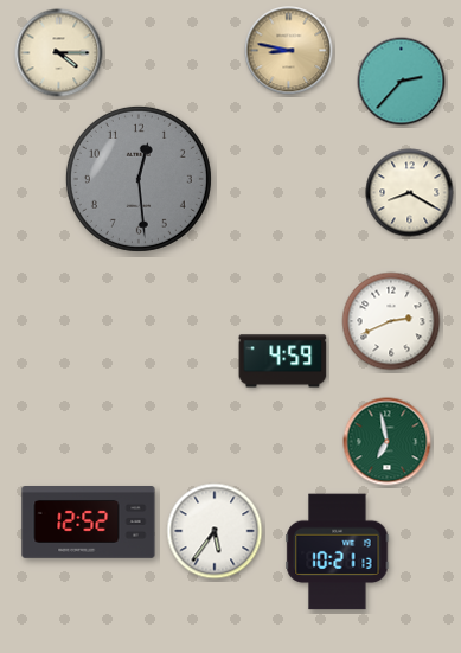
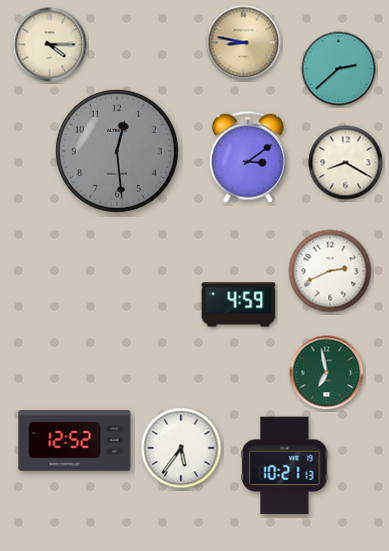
clock at (402, 82): 2:37 -> 2:38
clock at (248, 157): none -> 3:09
